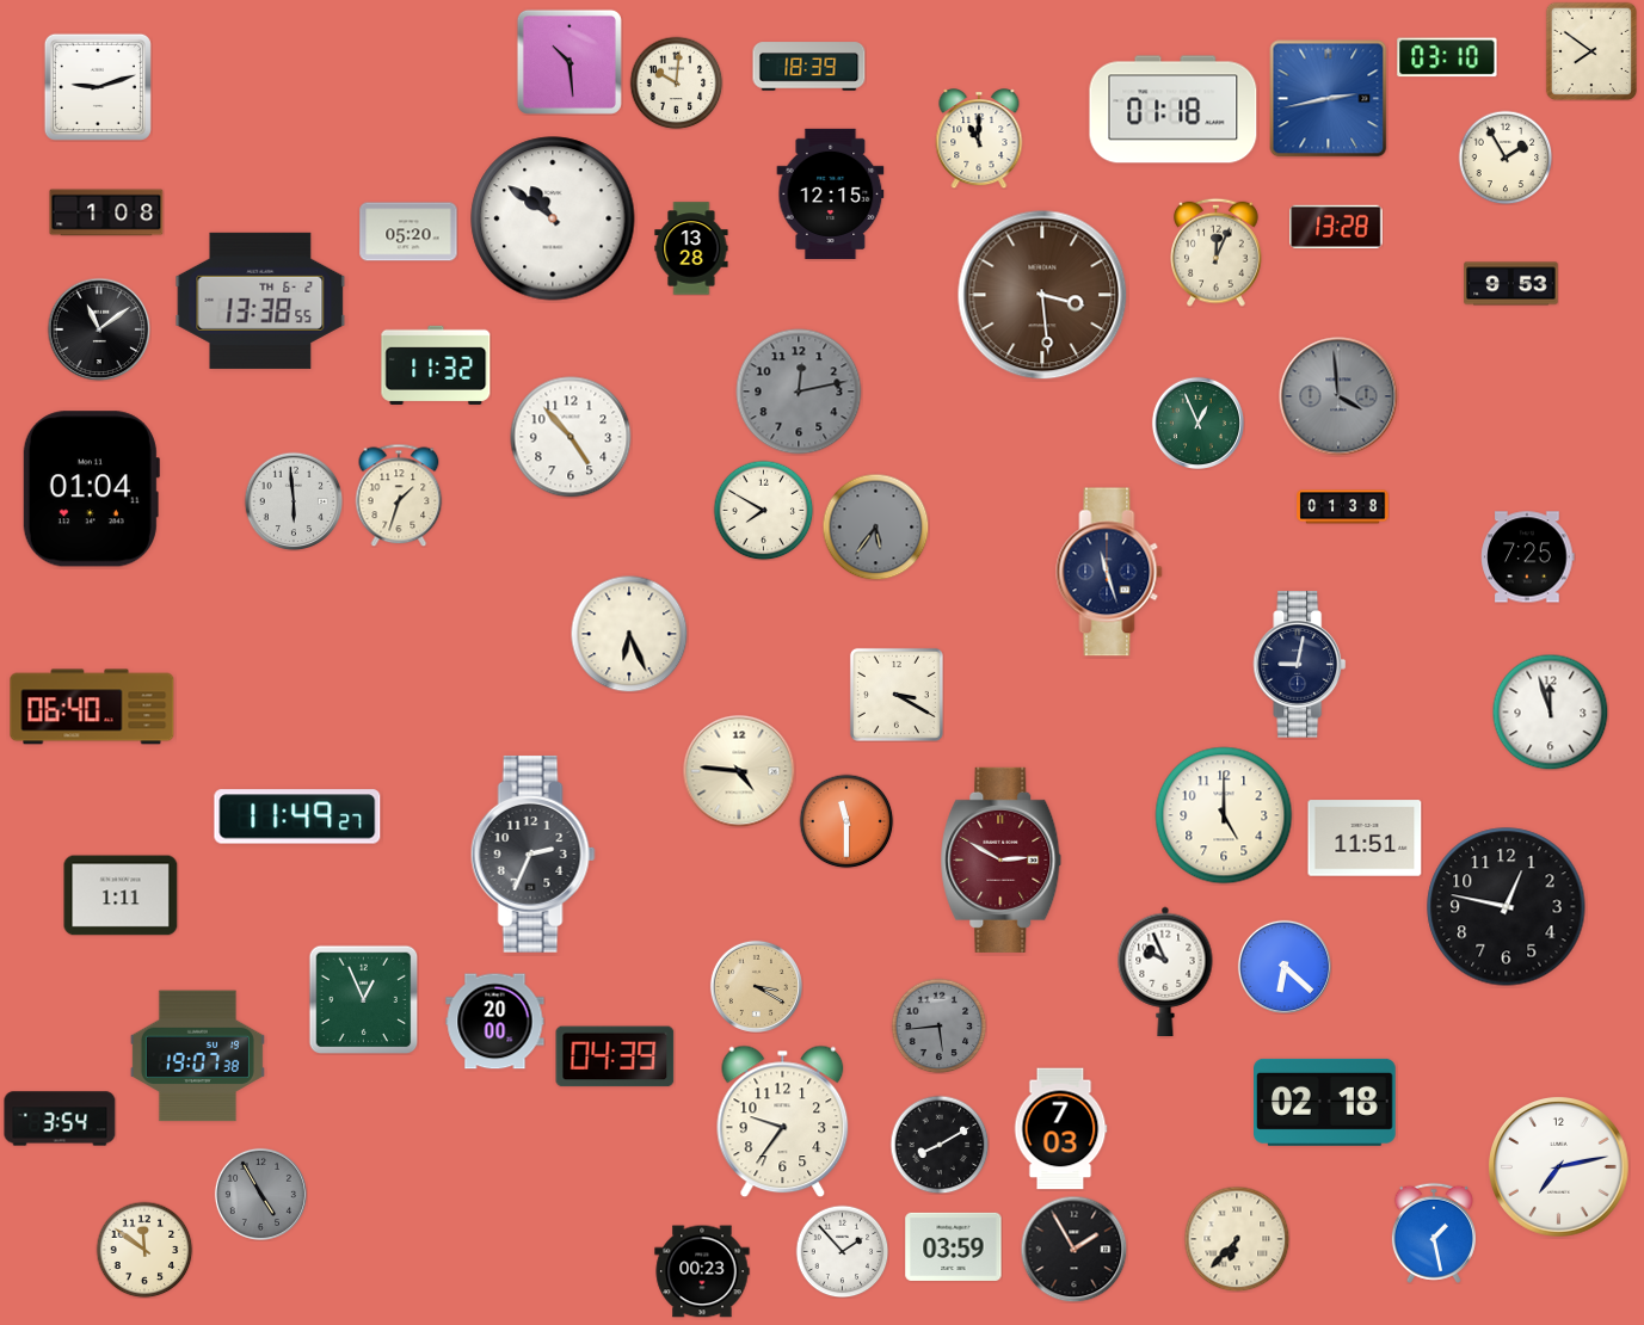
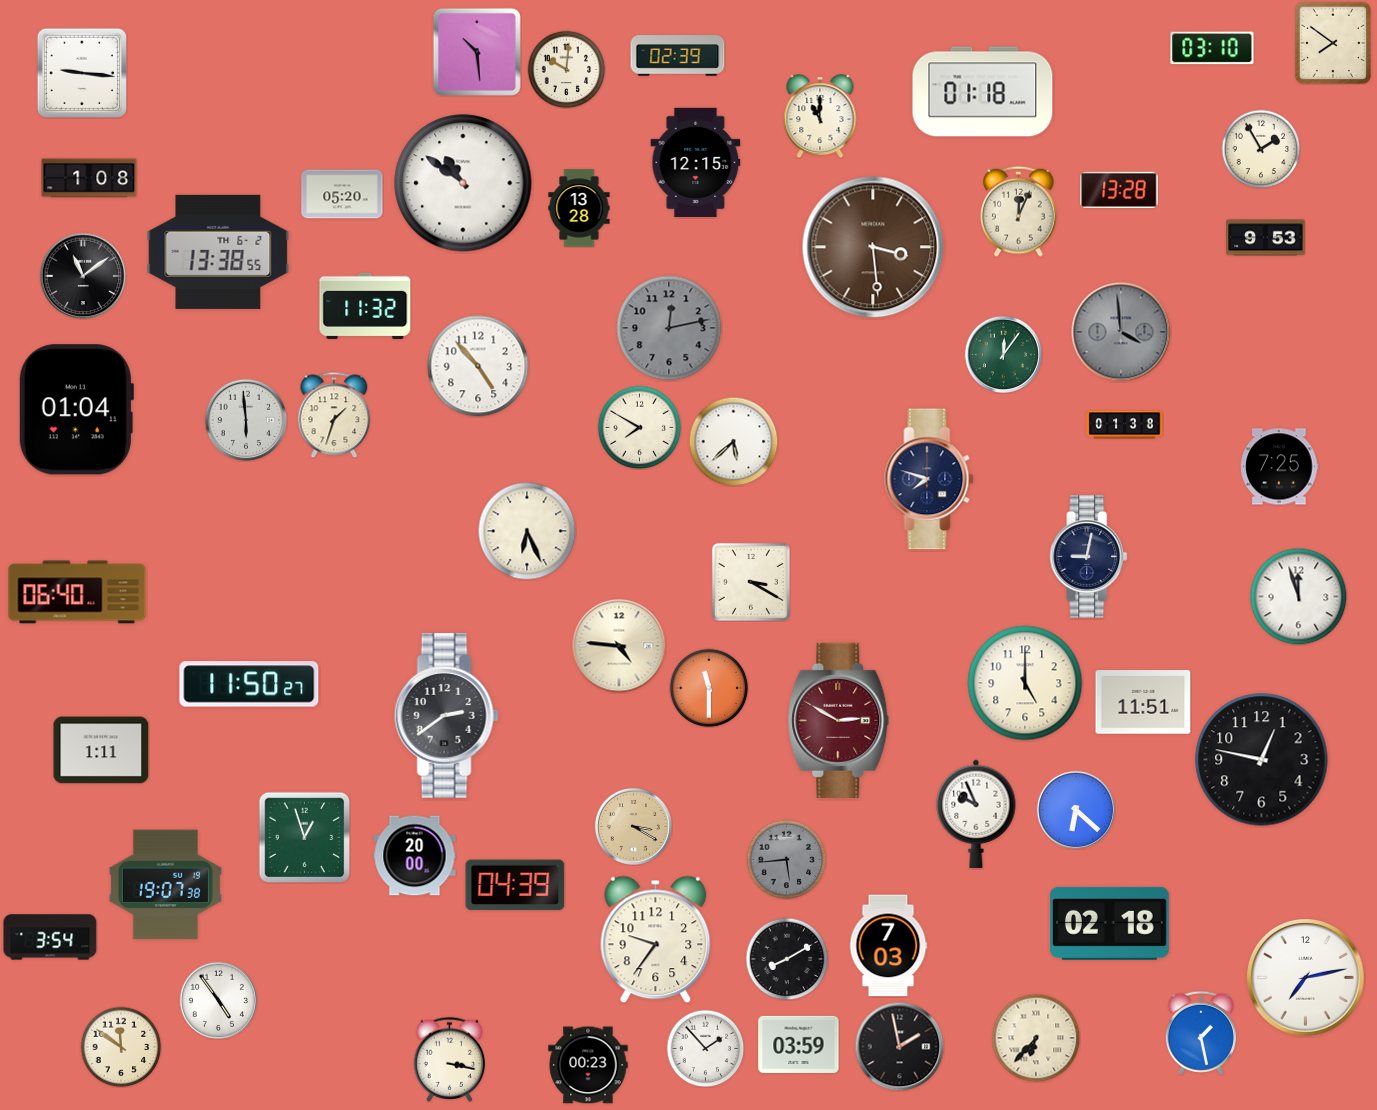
clock at (809, 67): 18:39 -> 02:39
clock at (98, 87): 9:12 -> 9:16
clock at (1329, 99): 2:43 -> none
clock at (1506, 158) position: (1506, 158) -> (1261, 149)
clock at (1197, 423): 12:56 -> 12:06
clock at (875, 526): 5:36 -> 5:38
clock at (875, 526) dial: grey -> white
clock at (1109, 572): 11:27 -> 7:48
clock at (297, 816): 11:49 -> 11:50
clock at (532, 855): 2:34 -> 2:39
clock at (363, 999): 12:56 -> 12:57
clock at (260, 1194): 4:55 -> 4:54
clock at (260, 1194) dial: grey -> white
clock at (1073, 1249): 1:55 -> 1:58
clock at (449, 1059): none -> 3:17
